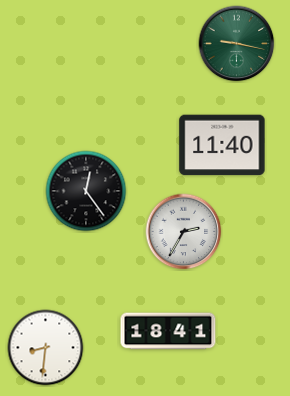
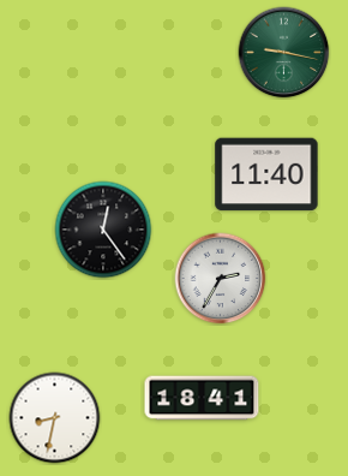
clock at (46, 348): 8:31 -> 8:32
